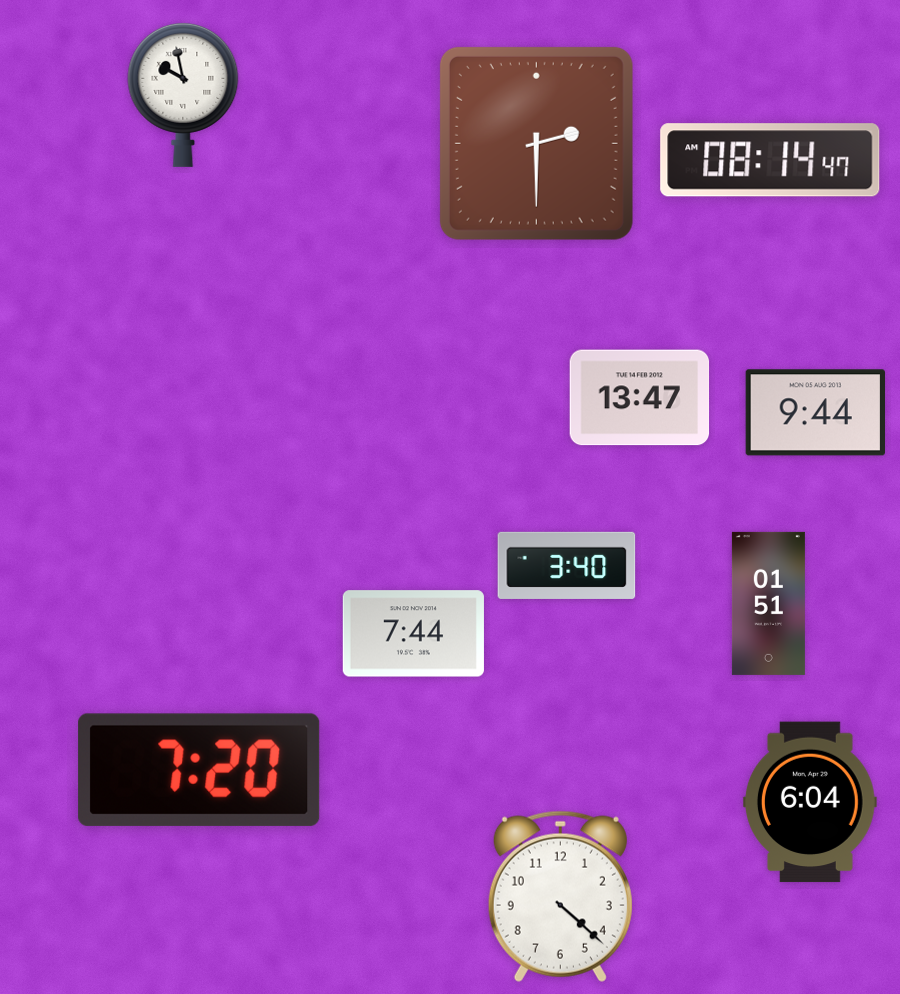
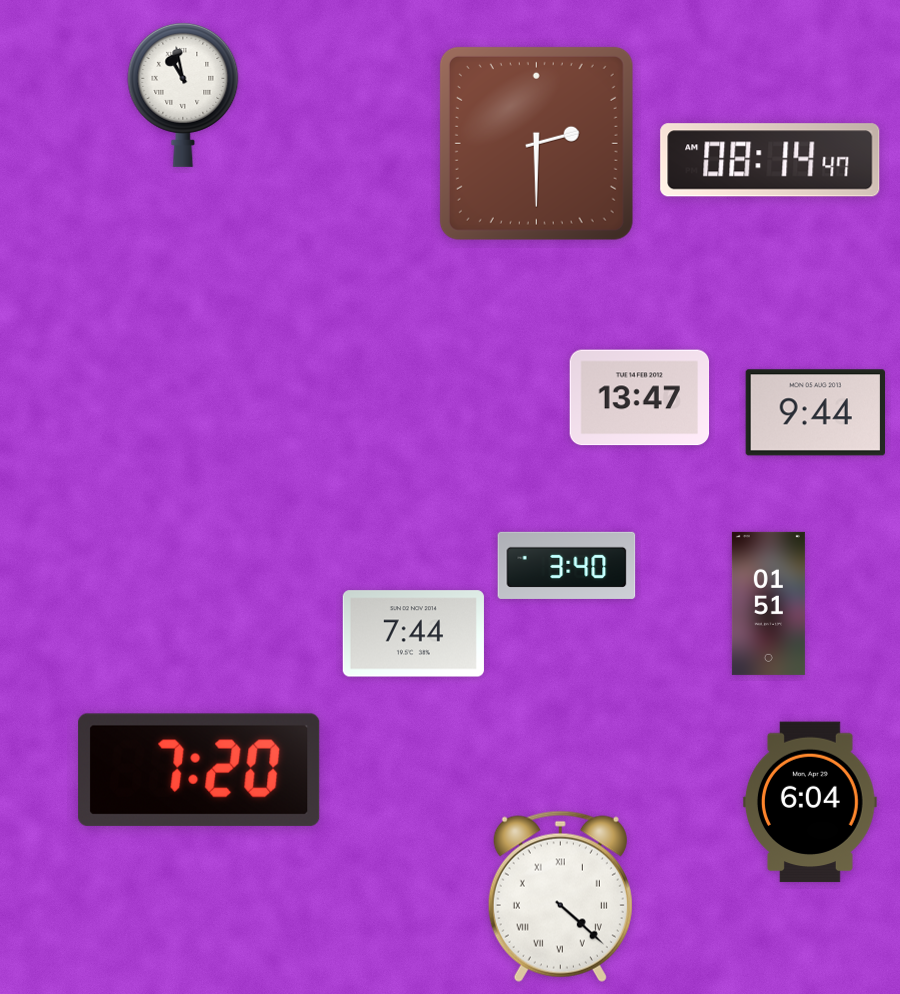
clock at (183, 94): 9:58 -> 10:58
clock at (560, 896) numerals: Arabic -> Roman
